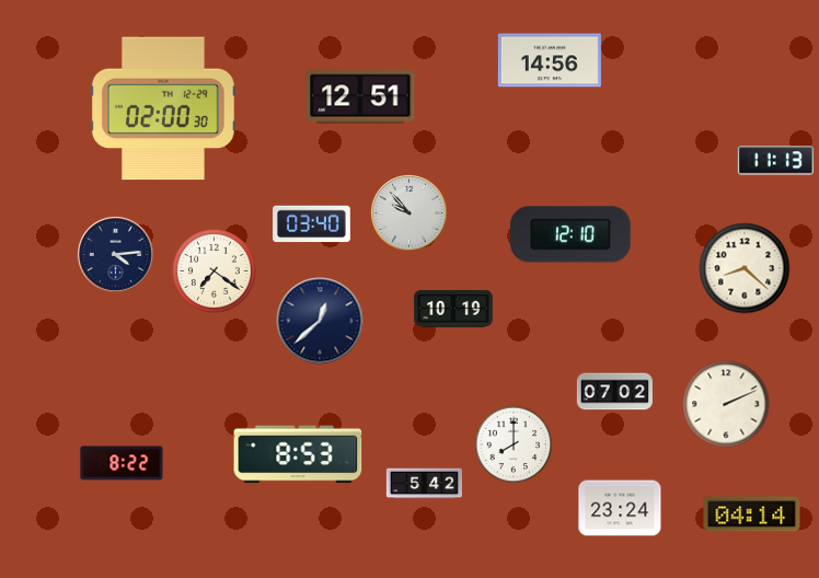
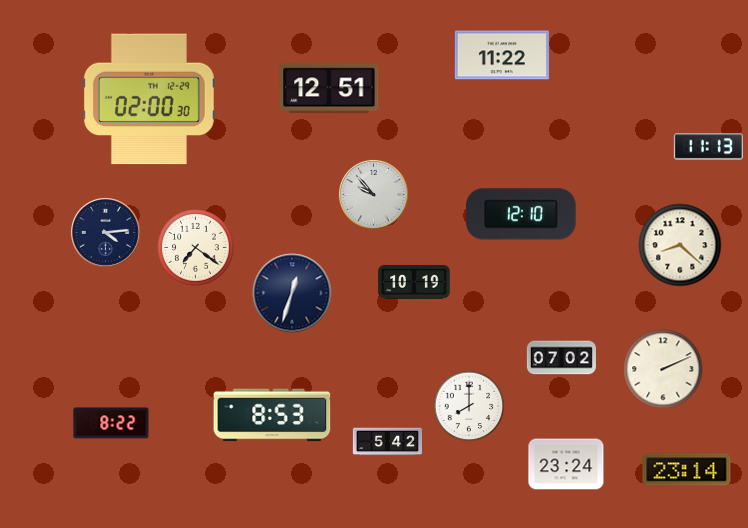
clock at (550, 60): 14:56 -> 11:22
clock at (312, 224): 03:40 -> none
clock at (320, 321): 12:38 -> 12:33
clock at (752, 515): 04:14 -> 23:14
